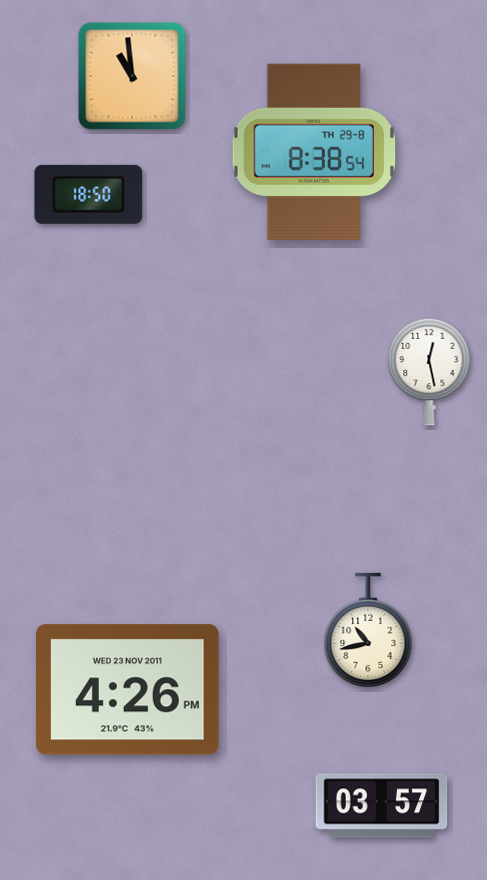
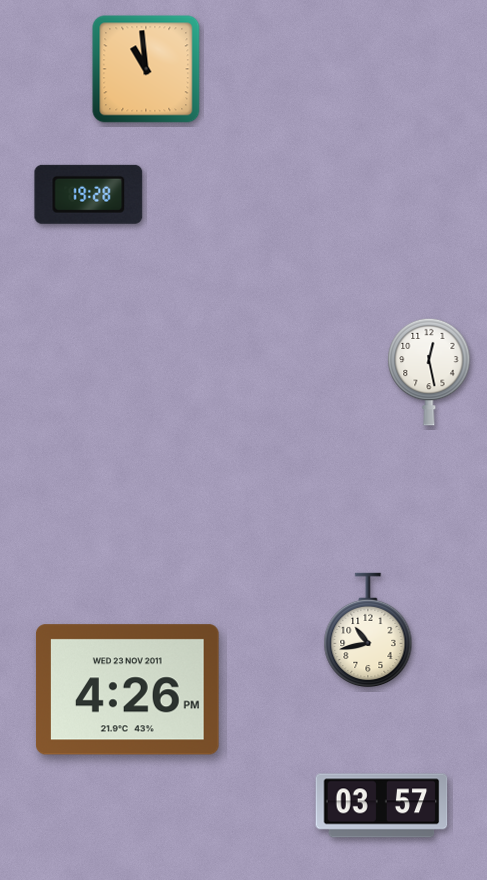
clock at (132, 76) position: (132, 76) -> (146, 69)
clock at (313, 152): 8:38 -> none
clock at (89, 194): 18:50 -> 19:28
